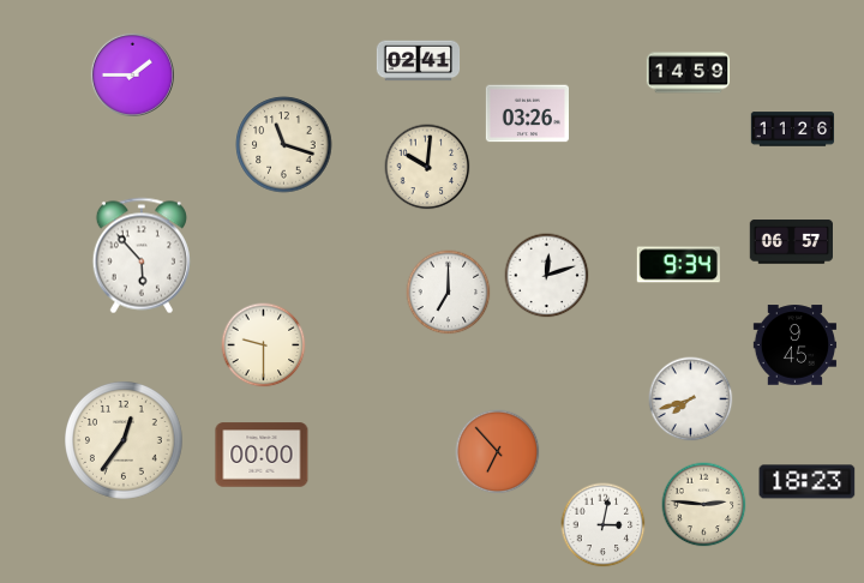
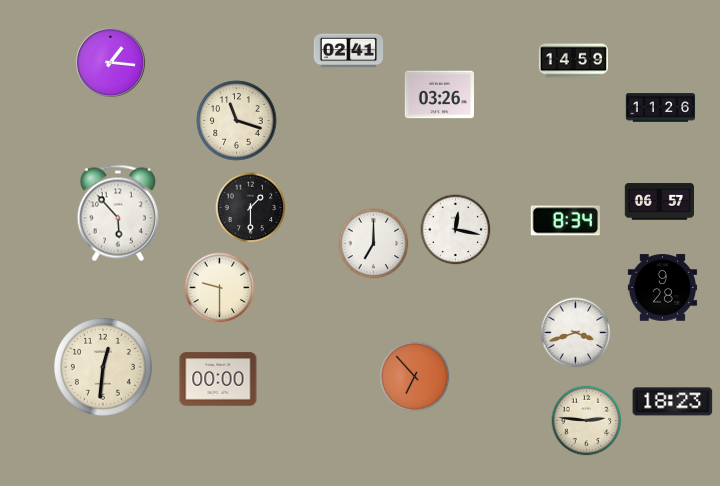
clock at (132, 74): 1:45 -> 1:16
clock at (427, 167): 10:01 -> none
clock at (251, 208): none -> 1:30
clock at (678, 265): 9:34 -> 8:34
clock at (547, 276): 12:12 -> 12:17
clock at (796, 345): 9:45 -> 9:28
clock at (691, 399): 7:42 -> 3:42
clock at (125, 441): 12:36 -> 12:31
clock at (604, 525): 3:02 -> none
